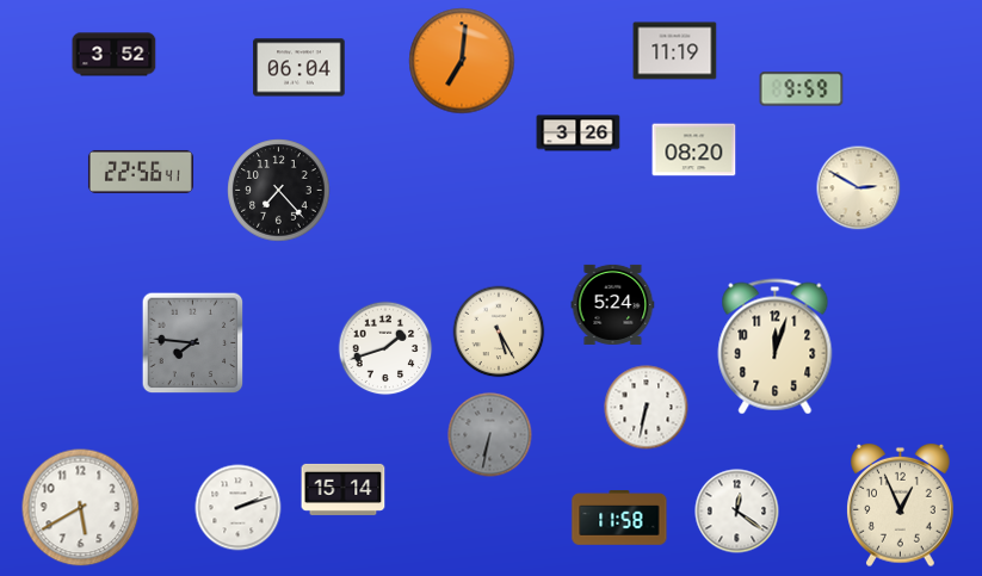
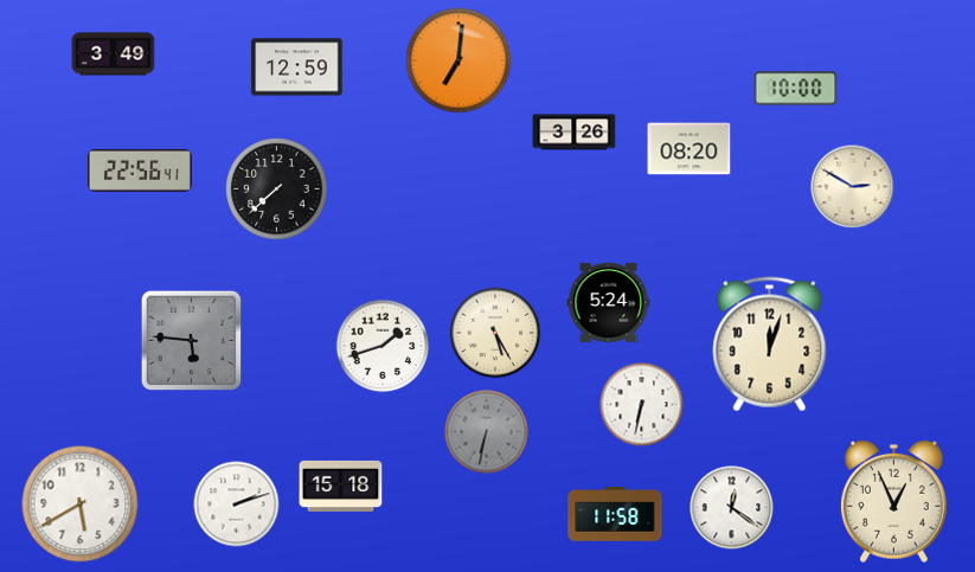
clock at (675, 51): 11:19 -> none
clock at (115, 55): 3:52 -> 3:49
clock at (299, 68): 06:04 -> 12:59
clock at (802, 89): 9:59 -> 10:00
clock at (279, 191): 7:23 -> 7:38
clock at (499, 332) position: (499, 332) -> (495, 333)
clock at (193, 343): 7:46 -> 5:46
clock at (344, 489): 15:14 -> 15:18
